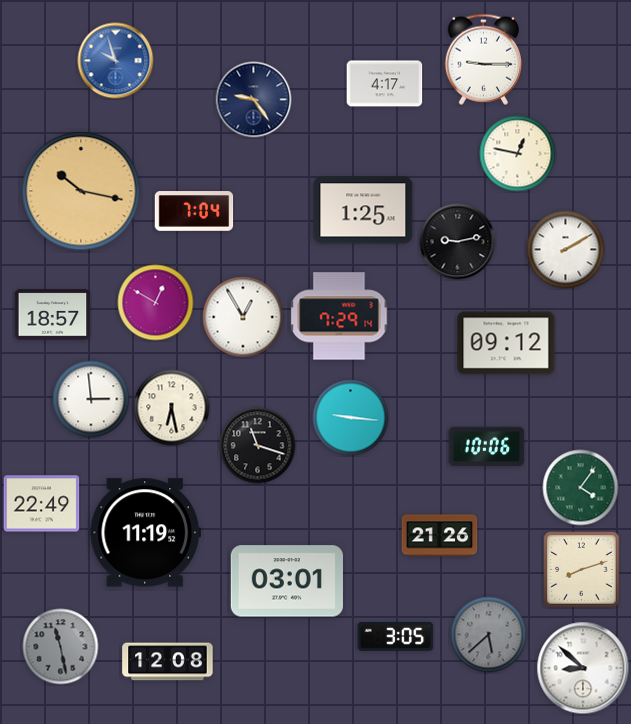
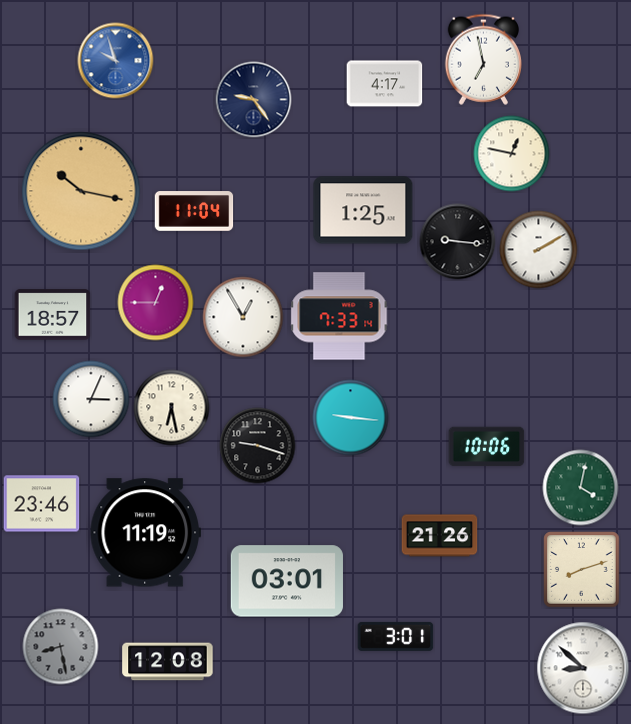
clock at (483, 59): 9:15 -> 6:58
clock at (518, 154) position: (518, 154) -> (512, 154)
clock at (194, 211): 7:04 -> 11:04
clock at (458, 242): 9:13 -> 9:16
clock at (566, 250) position: (566, 250) -> (539, 250)
clock at (156, 303): 12:50 -> 12:45
clock at (339, 316): 7:29 -> 7:33
clock at (506, 343): 09:12 -> none
clock at (91, 399): 2:59 -> 3:04
clock at (258, 446): 11:18 -> 9:18
clock at (581, 488): 4:06 -> 4:02
clock at (42, 504): 22:49 -> 23:46
clock at (489, 635): 5:38 -> none
clock at (396, 636): 3:05 -> 3:01
clock at (61, 647): 11:28 -> 8:28
